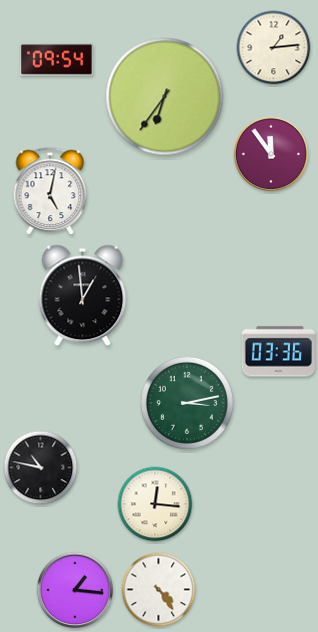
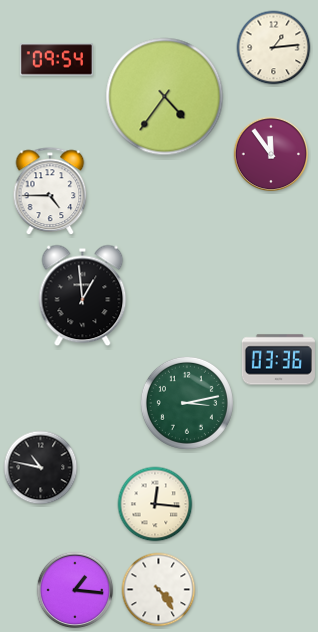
clock at (165, 97): 6:36 -> 4:36
clock at (50, 192): 5:02 -> 4:45
clock at (278, 352) position: (278, 352) -> (278, 360)
